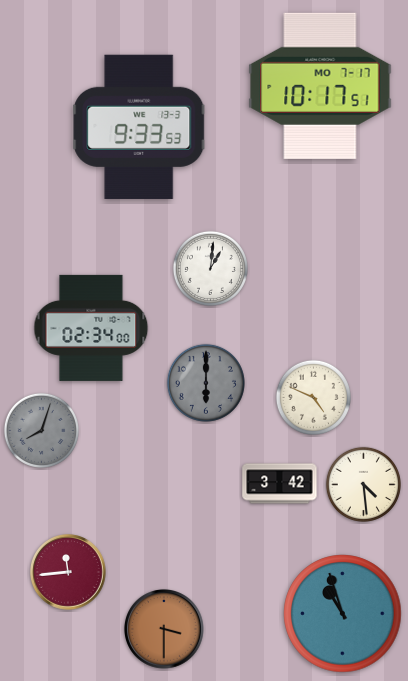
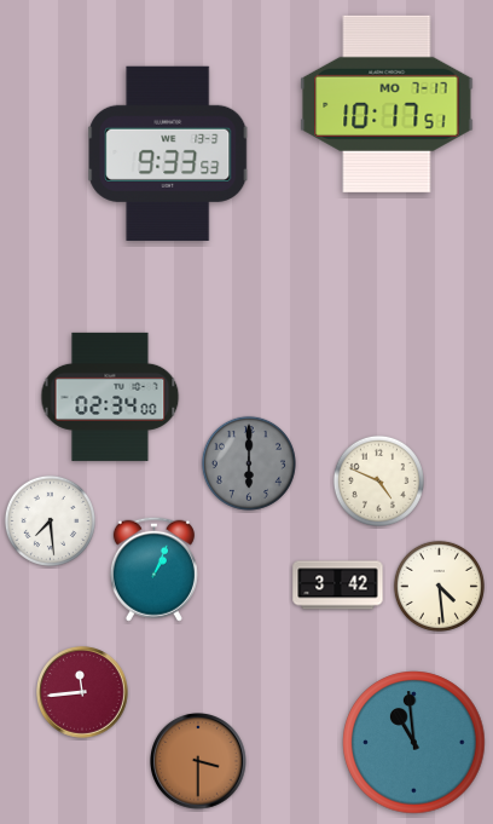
clock at (210, 268): 1:01 -> none
clock at (41, 430): 8:03 -> 7:29
clock at (41, 430) dial: grey -> white
clock at (153, 569): none -> 1:04
clock at (343, 614): 10:57 -> 10:59
